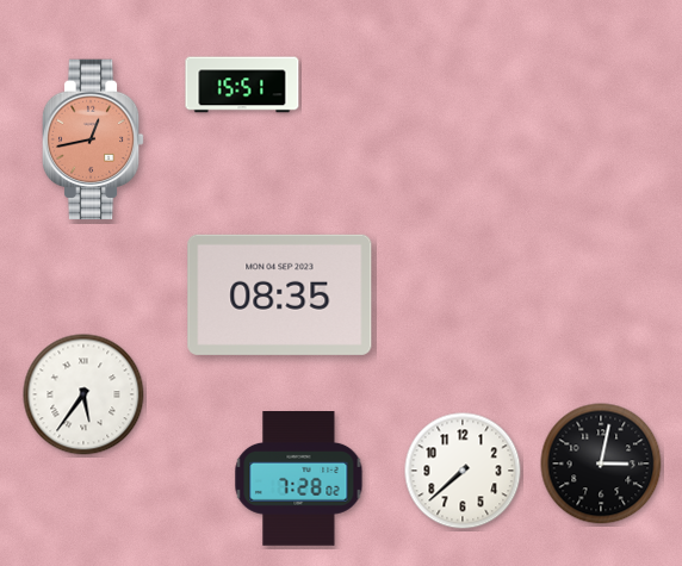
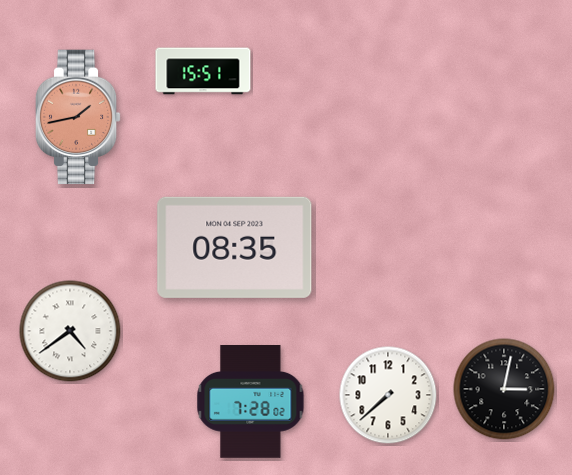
clock at (93, 139): 12:43 -> 1:43
clock at (83, 394): 5:36 -> 4:39
